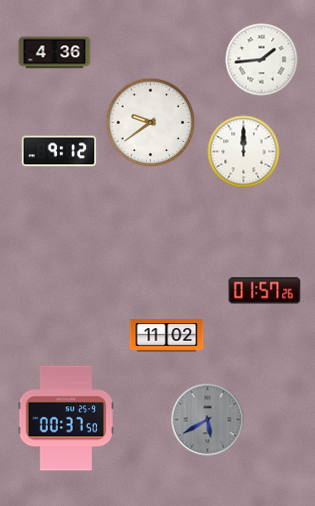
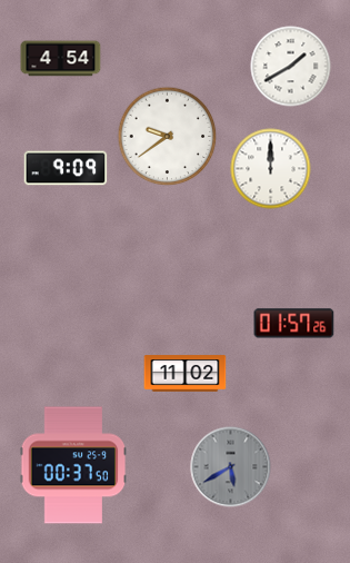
clock at (55, 53): 4:36 -> 4:54
clock at (262, 60): 1:44 -> 1:40
clock at (59, 151): 9:12 -> 9:09
